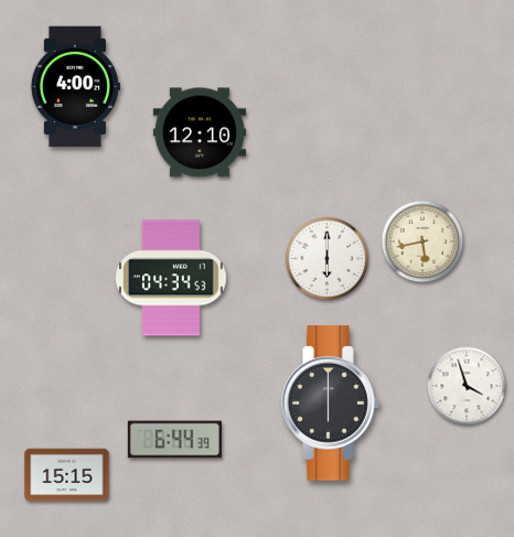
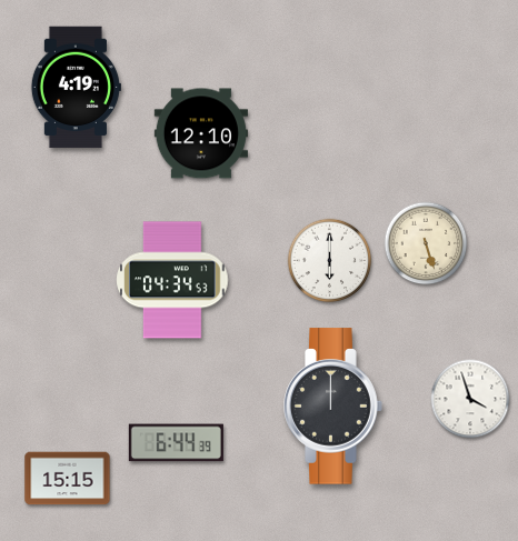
clock at (75, 87): 4:00 -> 4:19
clock at (422, 241): 5:43 -> 5:27
clock at (467, 386) position: (467, 386) -> (470, 399)
clock at (331, 404): 6:00 -> 12:00
